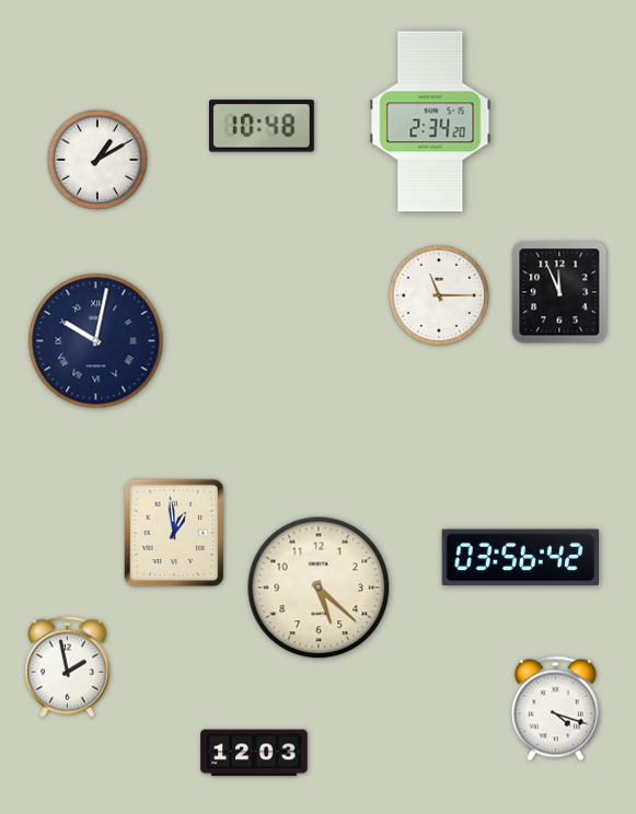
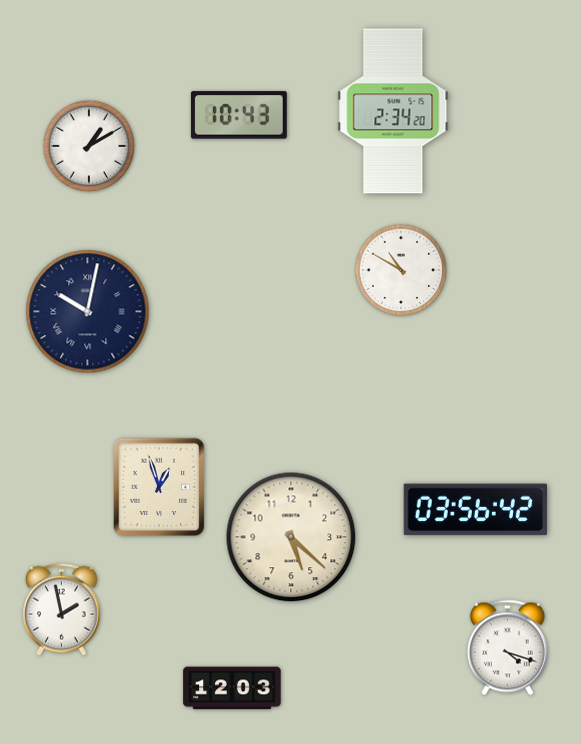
clock at (262, 126): 10:48 -> 10:43
clock at (559, 292): 11:56 -> none
clock at (439, 295): 11:15 -> 10:50
clock at (174, 533): 12:59 -> 12:57
